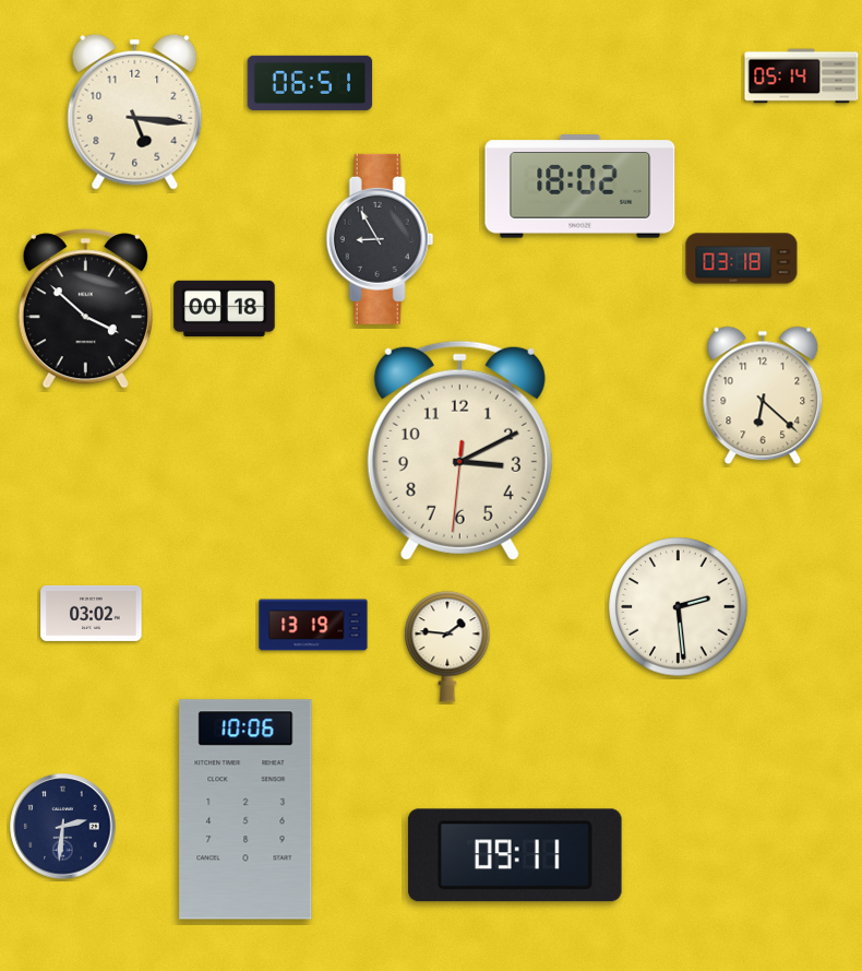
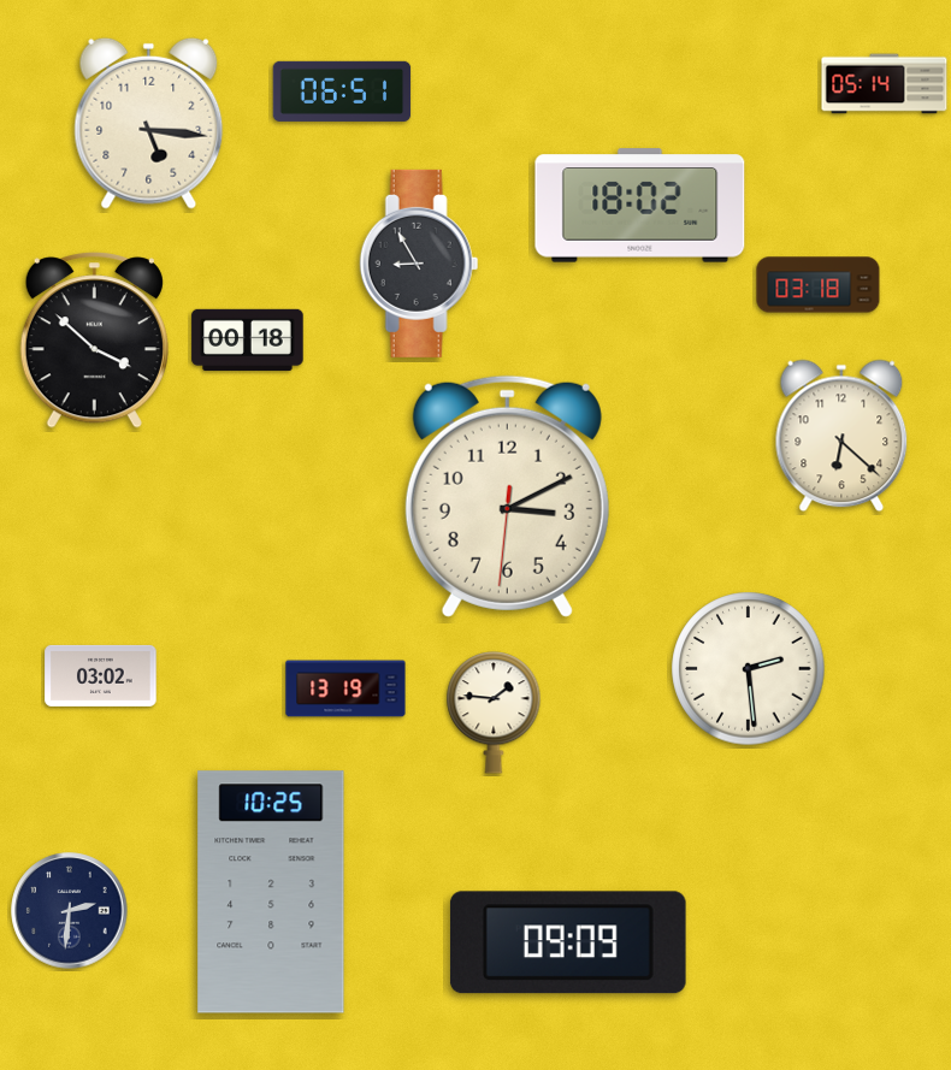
clock at (246, 809): 10:06 -> 10:25
clock at (515, 855): 09:11 -> 09:09
